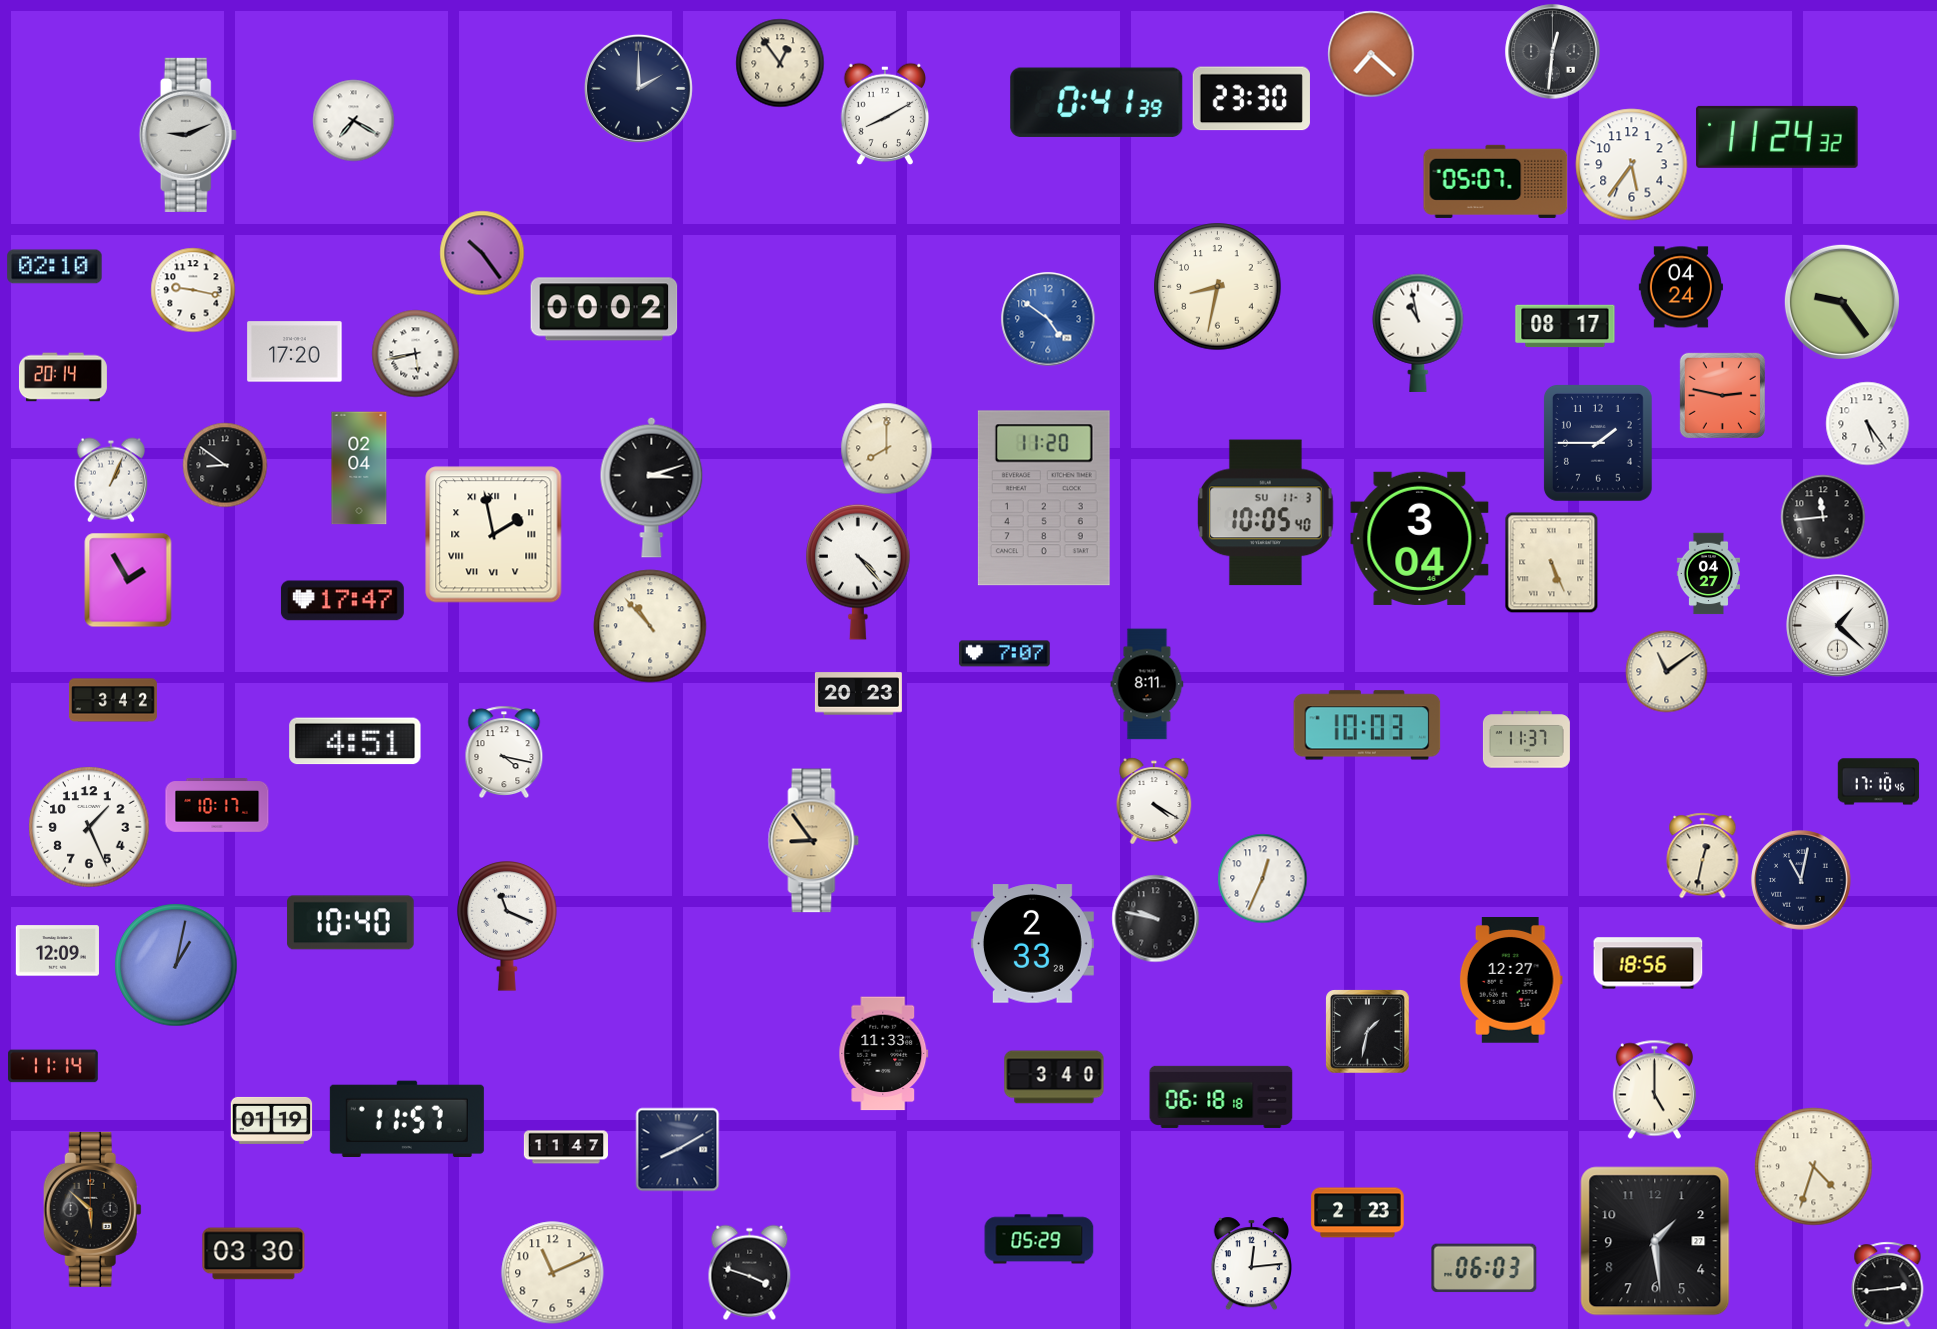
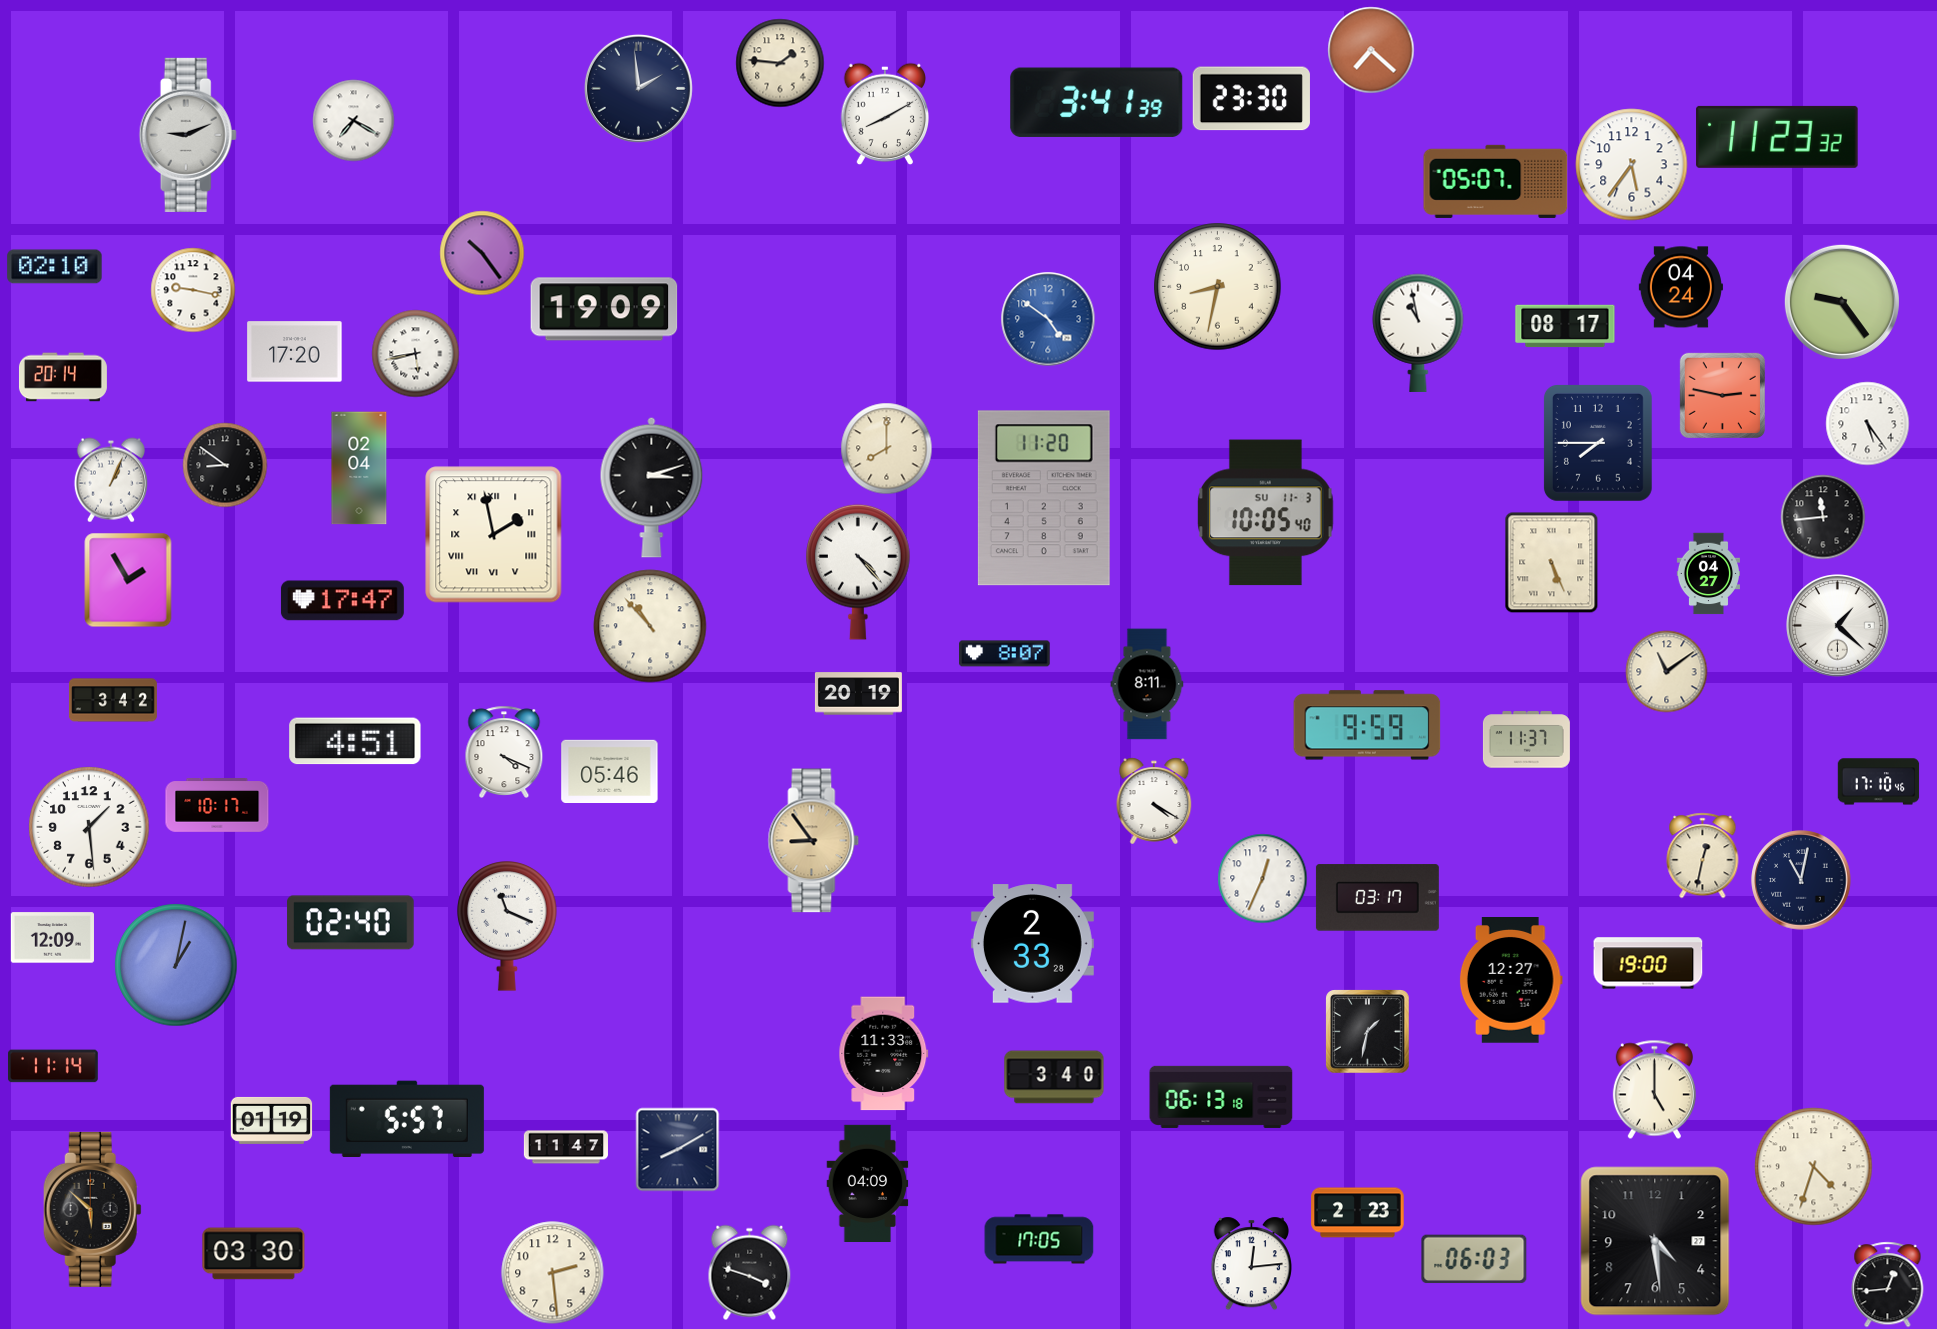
clock at (1553, 52): 12:31 -> none
clock at (1371, 54) position: (1371, 54) -> (1371, 50)
clock at (780, 63): 12:54 -> 1:46
clock at (638, 88): 2:00 -> 1:59
clock at (1097, 102): 0:41 -> 3:41
clock at (1777, 137): 11:24 -> 11:23
clock at (604, 309): 00:02 -> 19:09
clock at (1598, 443): 1:45 -> 7:45
clock at (1420, 538): 3:04 -> none
clock at (1005, 654): 7:07 -> 8:07
clock at (858, 694): 20:23 -> 20:19
clock at (1367, 725): 10:03 -> 9:59
clock at (504, 751): 4:17 -> 4:19
clock at (610, 771): none -> 05:46
clock at (89, 827): 1:26 -> 1:29
clock at (1377, 898): none -> 03:17
clock at (1156, 919): 9:47 -> none
clock at (351, 923): 10:40 -> 02:40
clock at (57, 951) position: (57, 951) -> (52, 938)
clock at (1648, 963): 18:56 -> 19:00
clock at (1221, 1097): 06:18 -> 06:13
clock at (407, 1118): 11:57 -> 5:57
clock at (868, 1183): none -> 04:09
clock at (1039, 1239): 05:29 -> 17:05
clock at (1655, 1241): 1:29 -> 4:29
clock at (1484, 1268) position: (1484, 1268) -> (1474, 1259)
clock at (553, 1273): 11:11 -> 2:29
clock at (1888, 1285): 2:44 -> 12:44
